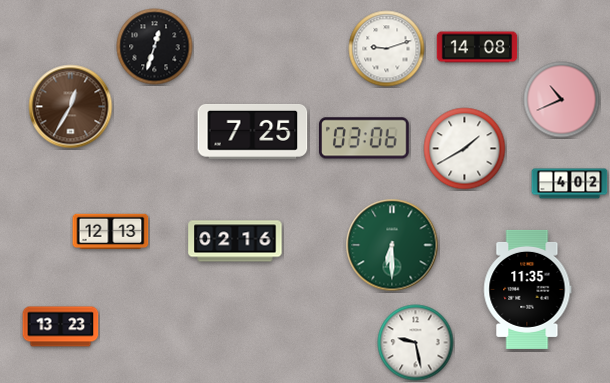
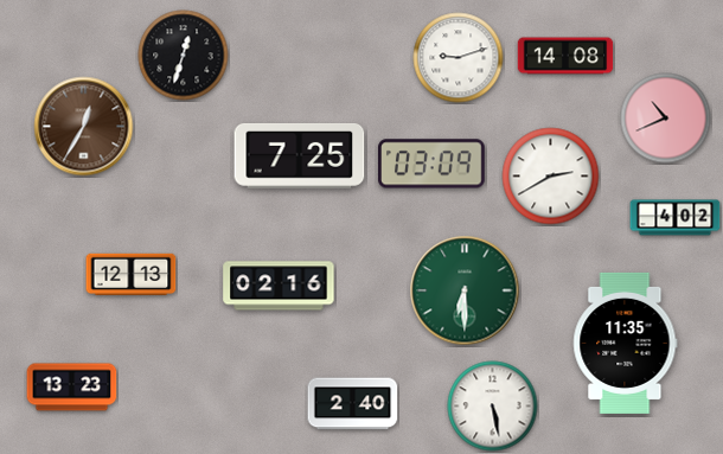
clock at (365, 138): 03:06 -> 03:09
clock at (465, 149): 1:40 -> 2:40
clock at (353, 404): none -> 2:40
clock at (416, 343): 9:28 -> 5:28
